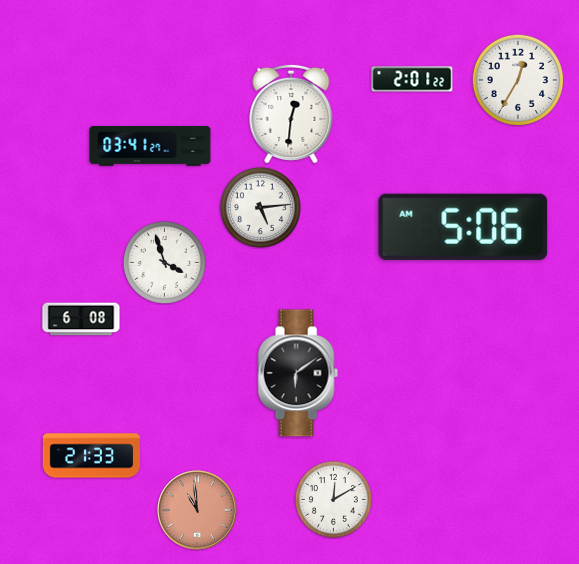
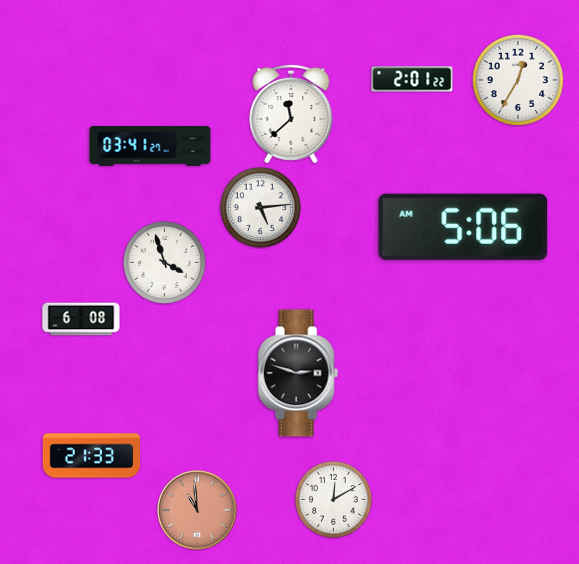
clock at (291, 114): 12:31 -> 11:38
clock at (298, 373): 6:09 -> 2:48
